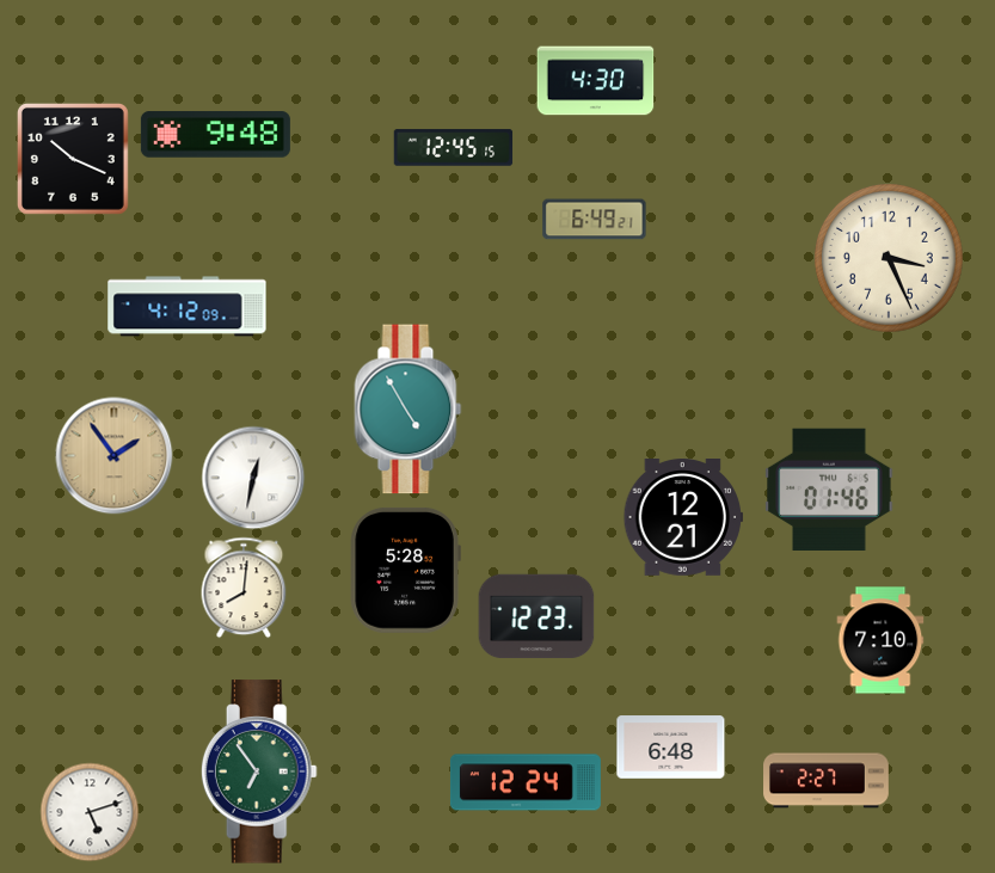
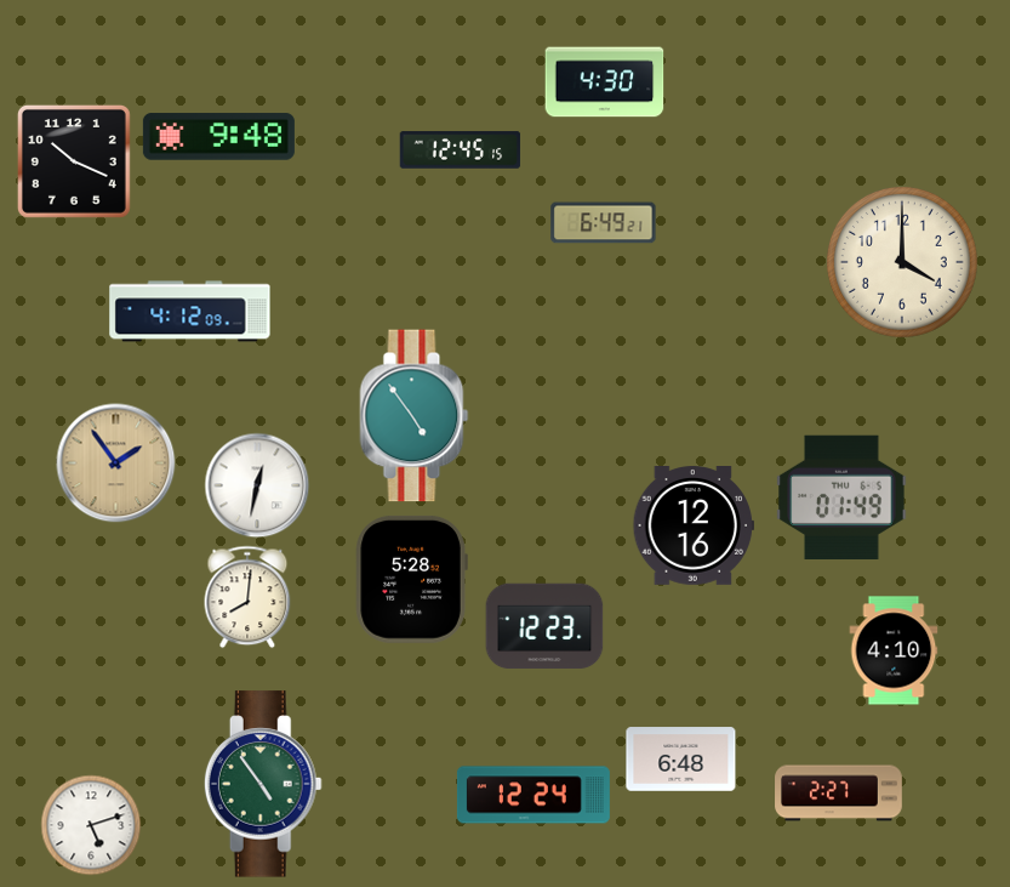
clock at (889, 258): 3:26 -> 4:00
clock at (409, 410): 4:55 -> 4:54
clock at (829, 488): 01:46 -> 01:49
clock at (682, 518): 12:21 -> 12:16
clock at (880, 640): 7:10 -> 4:10
clock at (259, 771): 6:54 -> 4:54
